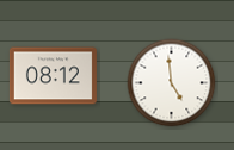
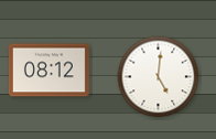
clock at (172, 83): 4:59 -> 5:01
